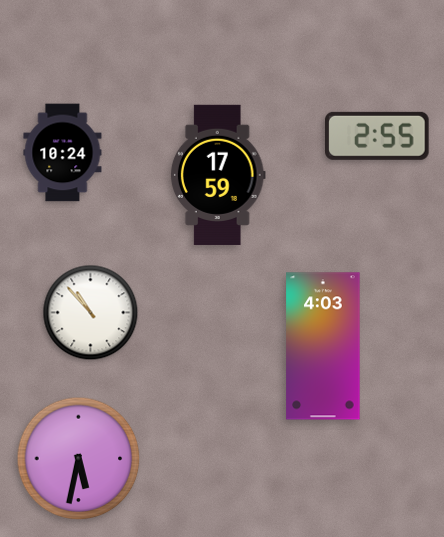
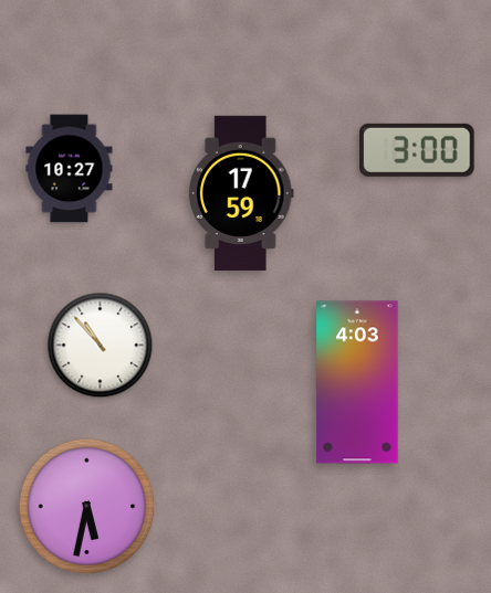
clock at (378, 136): 2:55 -> 3:00
clock at (63, 153): 10:24 -> 10:27
